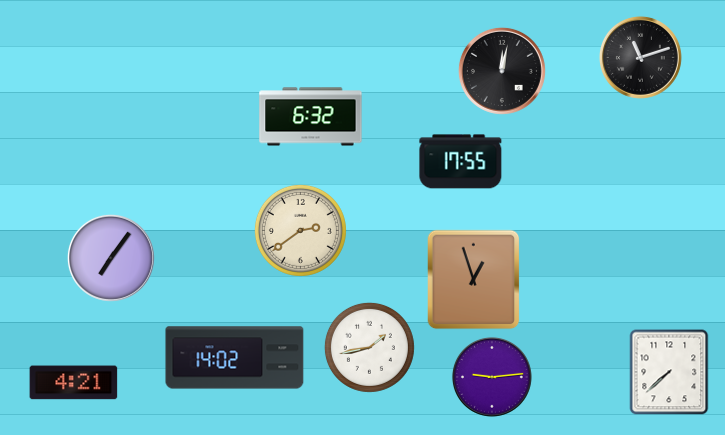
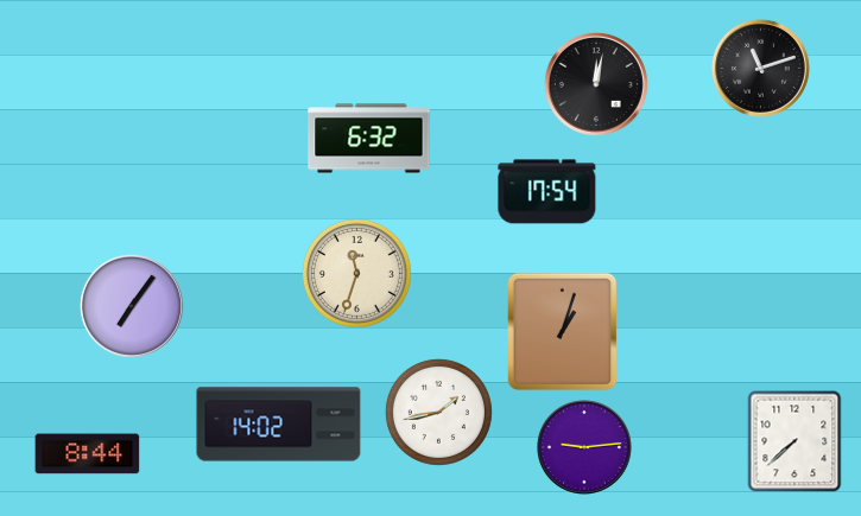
clock at (461, 162): 17:55 -> 17:54
clock at (300, 230): 2:39 -> 11:33
clock at (474, 280): 12:57 -> 1:03
clock at (74, 383): 4:21 -> 8:44
